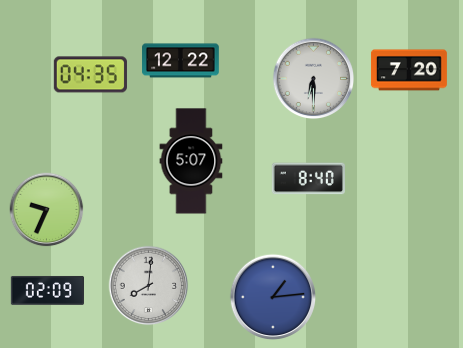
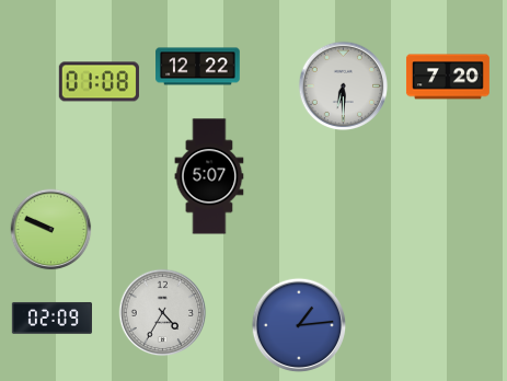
clock at (90, 75): 04:35 -> 01:08
clock at (308, 179): 8:40 -> none
clock at (47, 210): 9:34 -> 9:49
clock at (149, 286): 8:01 -> 4:35
